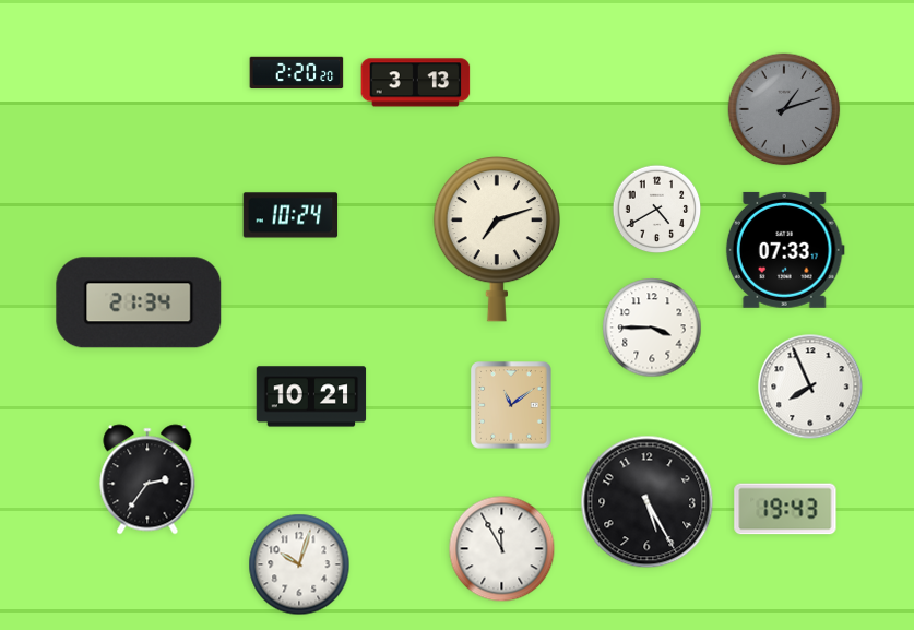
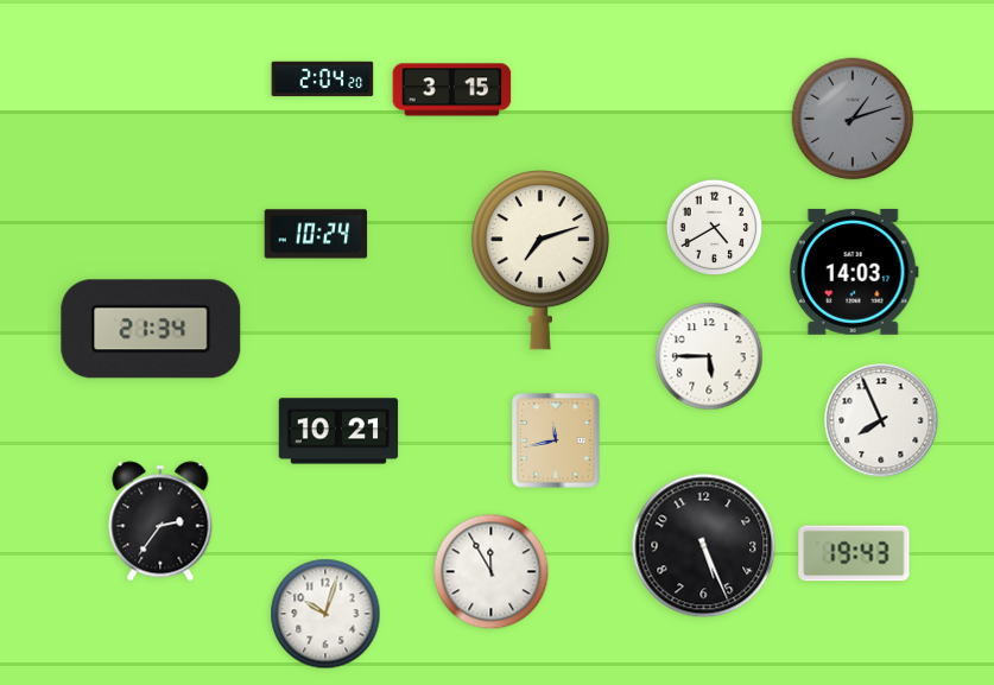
clock at (297, 73): 2:20 -> 2:04
clock at (416, 83): 3:13 -> 3:15
clock at (785, 250): 07:33 -> 14:03
clock at (652, 328): 3:45 -> 5:45
clock at (511, 405): 11:09 -> 11:43
clock at (648, 502): 5:25 -> 5:26
clock at (502, 549) position: (502, 549) -> (492, 572)
